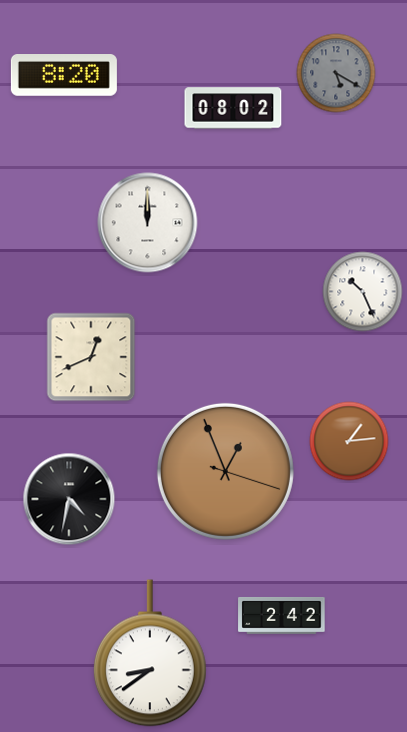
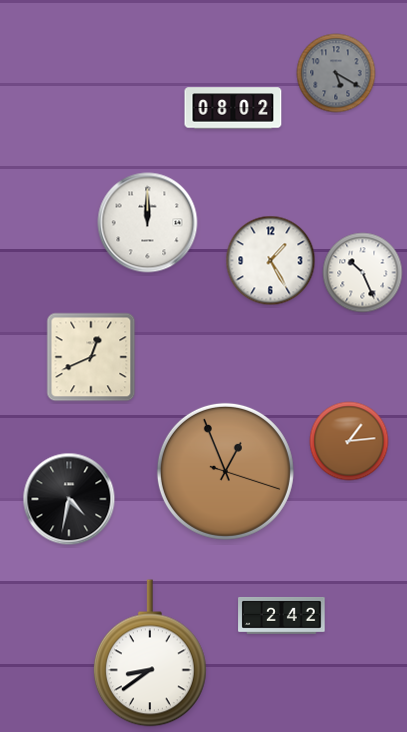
clock at (64, 76): 8:20 -> none
clock at (271, 261): none -> 1:25
clock at (363, 292) position: (363, 292) -> (363, 273)
